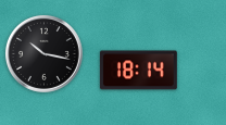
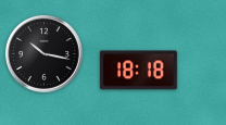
clock at (138, 71): 18:14 -> 18:18
